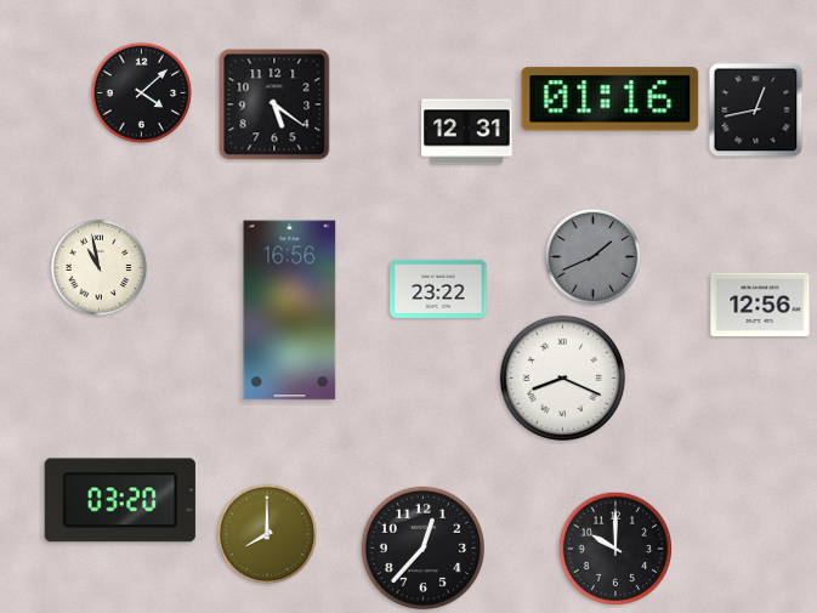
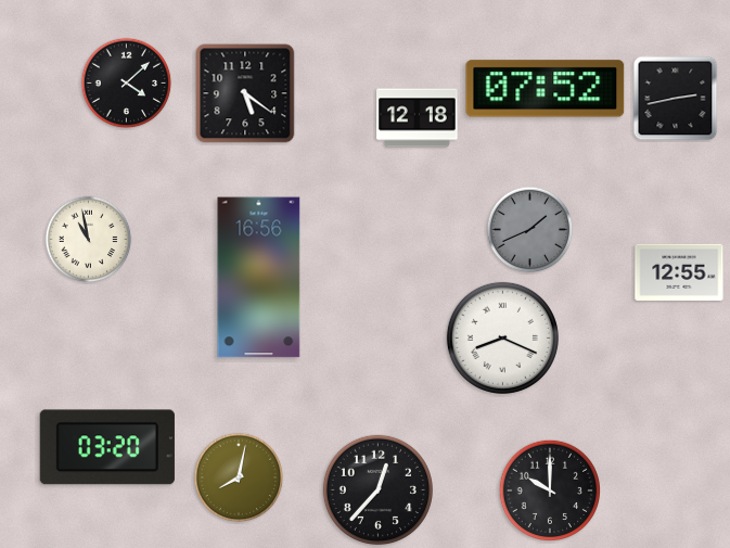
clock at (611, 100): 01:16 -> 07:52
clock at (756, 110): 12:43 -> 2:43
clock at (467, 132): 12:31 -> 12:18
clock at (438, 289): 23:22 -> none
clock at (760, 303): 12:56 -> 12:55
clock at (267, 534): 8:00 -> 8:02
